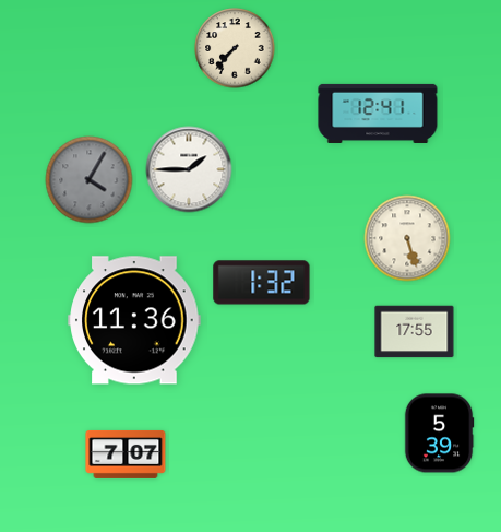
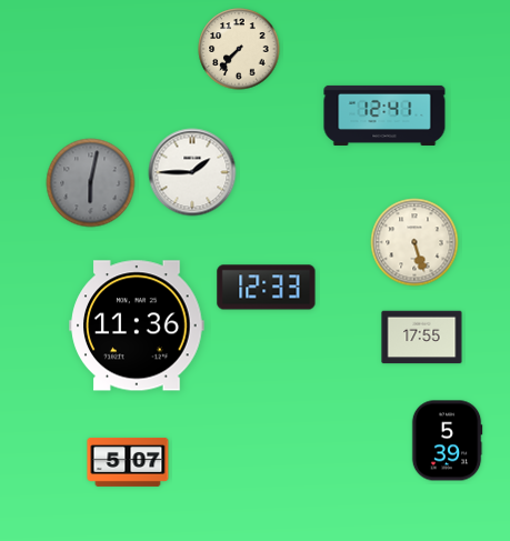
clock at (90, 180): 4:05 -> 6:02
clock at (262, 283): 1:32 -> 12:33
clock at (126, 454): 7:07 -> 5:07
